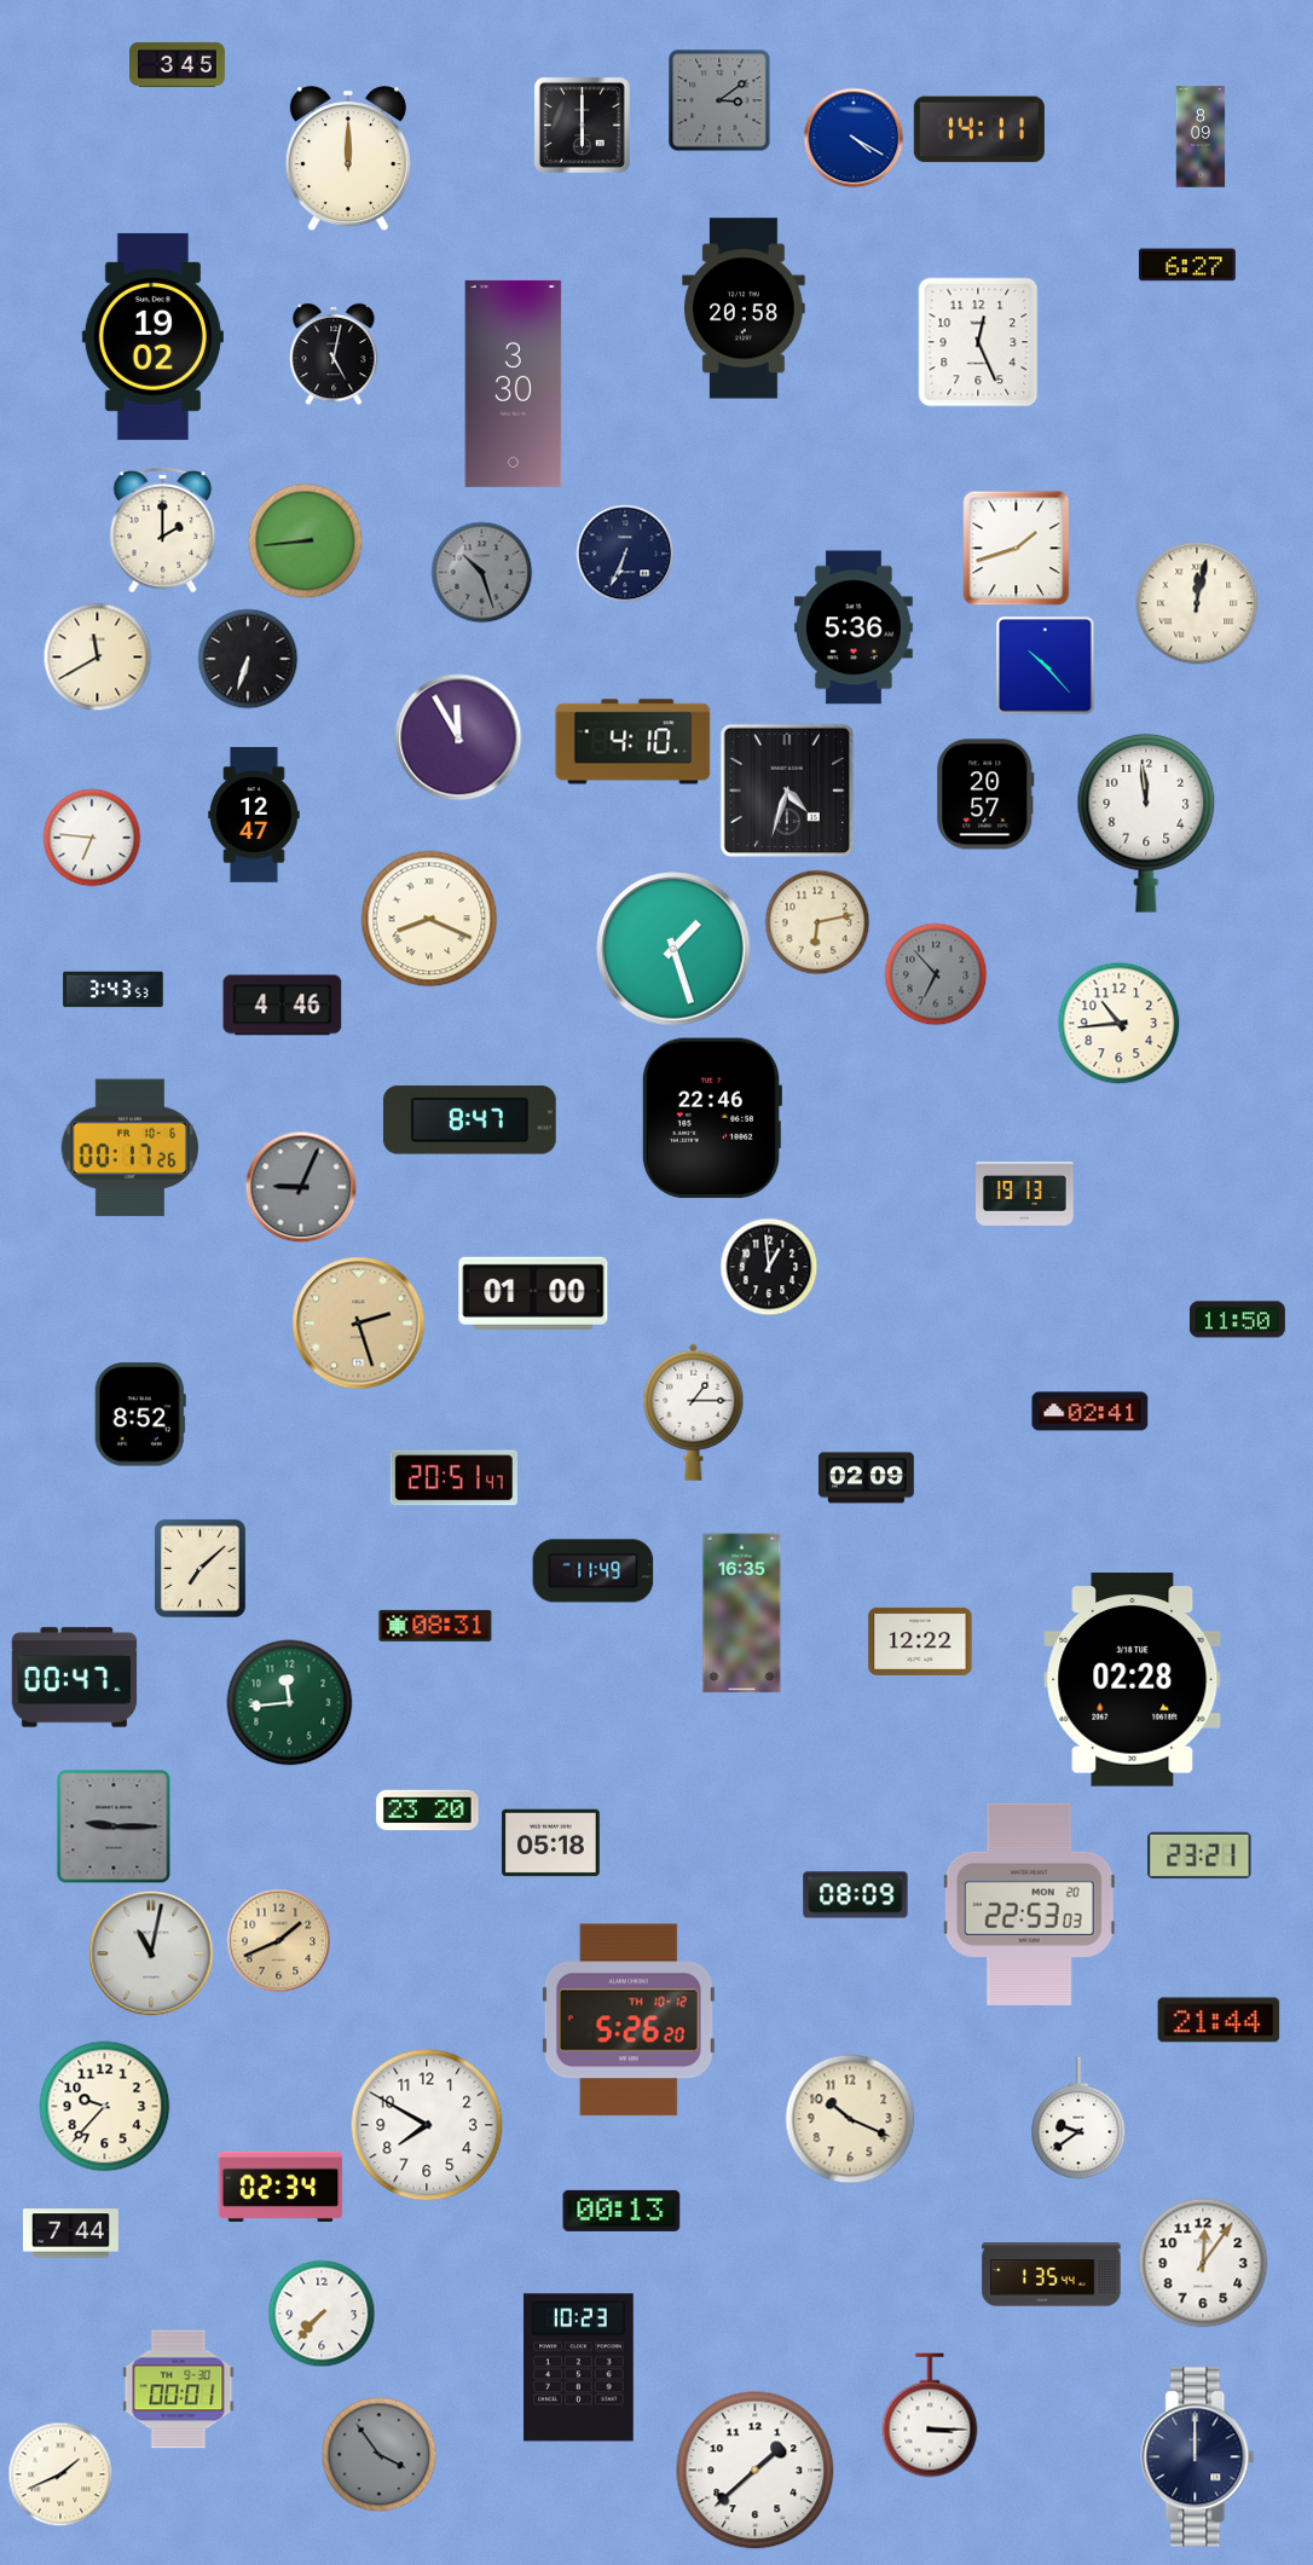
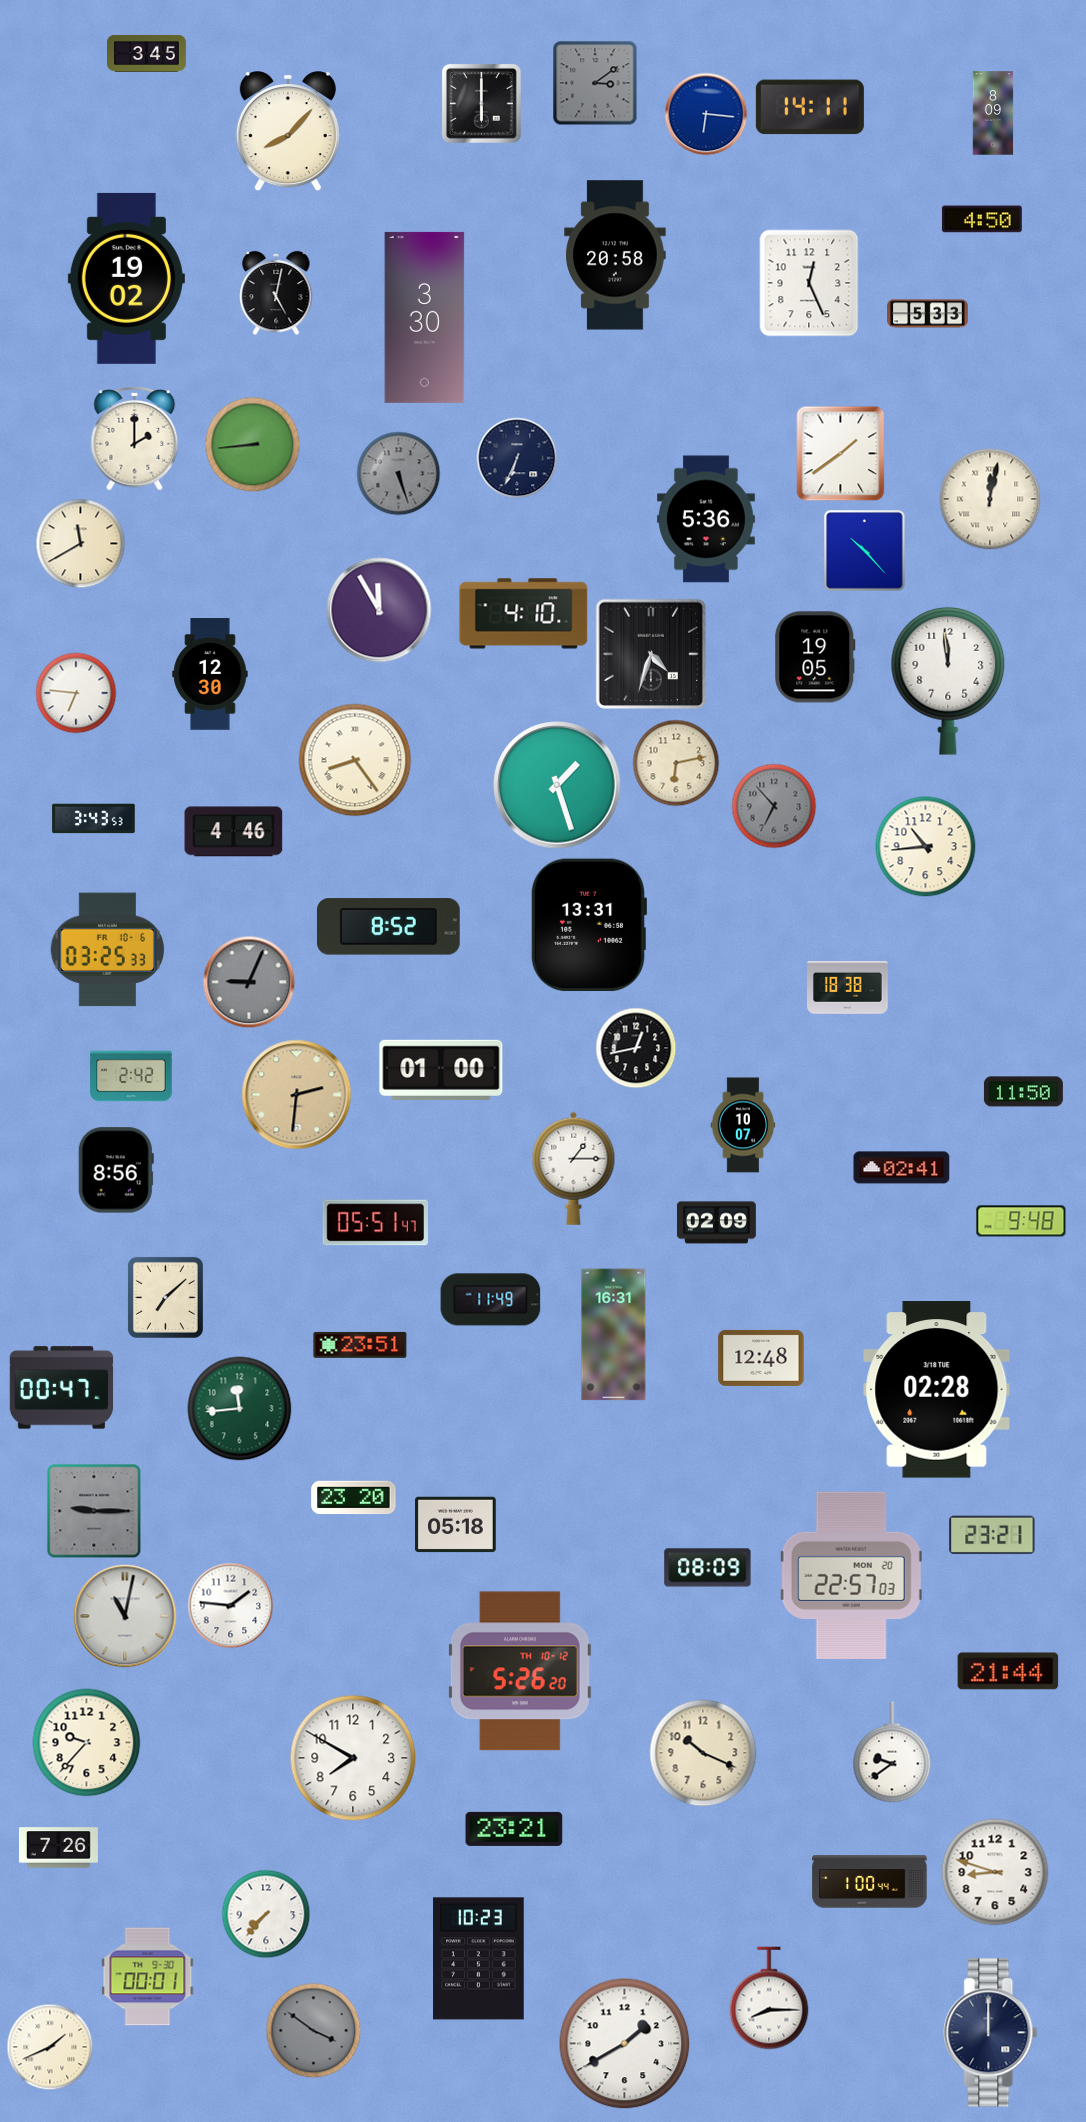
clock at (854, 138): 4:20 -> 6:16
clock at (348, 160): 12:00 -> 8:07
clock at (1187, 265): 6:27 -> 4:50
clock at (928, 314): none -> 5:33
clock at (306, 542) position: (306, 542) -> (253, 445)
clock at (1017, 549): 1:42 -> 1:39
clock at (482, 573): 10:27 -> 5:27
clock at (248, 659): 6:33 -> none
clock at (985, 794): 20:57 -> 19:05
clock at (254, 815): 12:47 -> 12:30
clock at (429, 919): 8:19 -> 8:24
clock at (711, 1118): 22:46 -> 13:31
clock at (469, 1121): 8:47 -> 8:52
clock at (129, 1148): 00:17 -> 03:25
clock at (1025, 1193): 19:13 -> 18:38
clock at (769, 1267): 12:59 -> 12:43
clock at (131, 1076): none -> 2:42
clock at (359, 1324): 2:27 -> 2:31
clock at (743, 1125): none -> 10:07
clock at (140, 1414): 8:52 -> 8:56
clock at (1021, 1221): none -> 9:48
clock at (453, 1478): 20:51 -> 05:51
clock at (742, 1614): 16:35 -> 16:31
clock at (435, 1626): 08:31 -> 23:51
clock at (920, 1642): 12:22 -> 12:48
clock at (1029, 1904): 22:53 -> 22:57
clock at (279, 1941): 1:41 -> 1:46
clock at (279, 1941) dial: champagne -> white
clock at (280, 2187): 02:34 -> none
clock at (621, 2211): 00:13 -> 23:21
clock at (70, 2234): 7:44 -> 7:26
clock at (1203, 2263): 12:06 -> 8:48
clock at (1052, 2275): 1:35 -> 1:00
clock at (930, 2415): 3:15 -> 8:15
clock at (380, 2455): 3:54 -> 3:51
clock at (756, 2471): 1:38 -> 1:40
